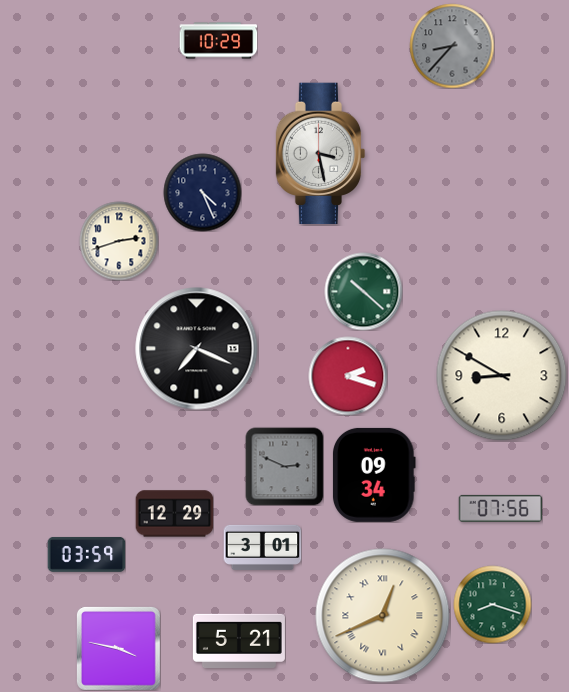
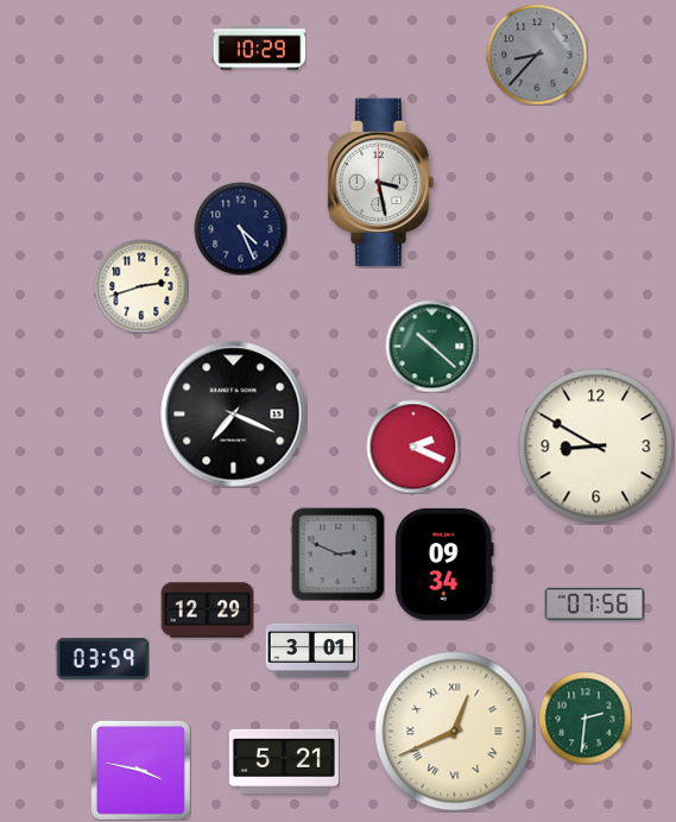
clock at (348, 376): 2:18 -> 2:19
clock at (492, 604): 8:18 -> 2:31
